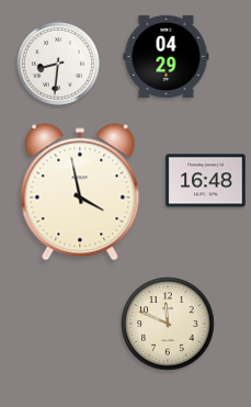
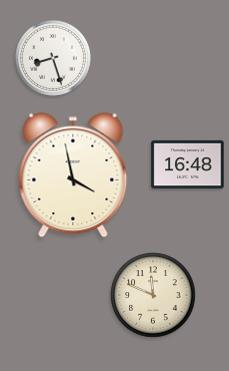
clock at (167, 56): 04:29 -> none
clock at (58, 64): 8:31 -> 8:27
